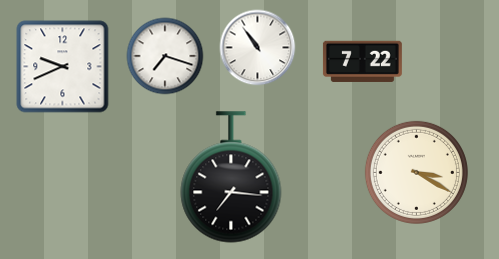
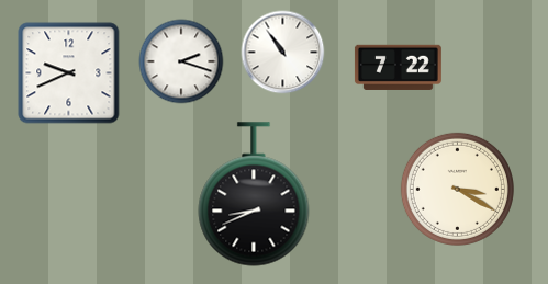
clock at (165, 56): 7:18 -> 2:18
clock at (231, 177): 7:16 -> 8:41
